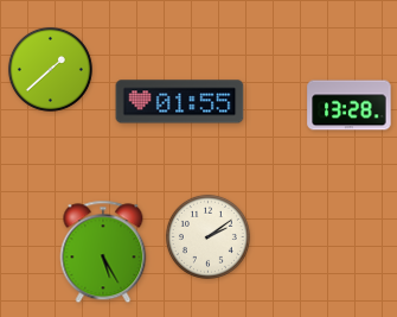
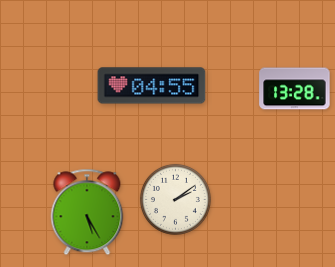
clock at (50, 69): 1:38 -> none
clock at (180, 102): 01:55 -> 04:55
